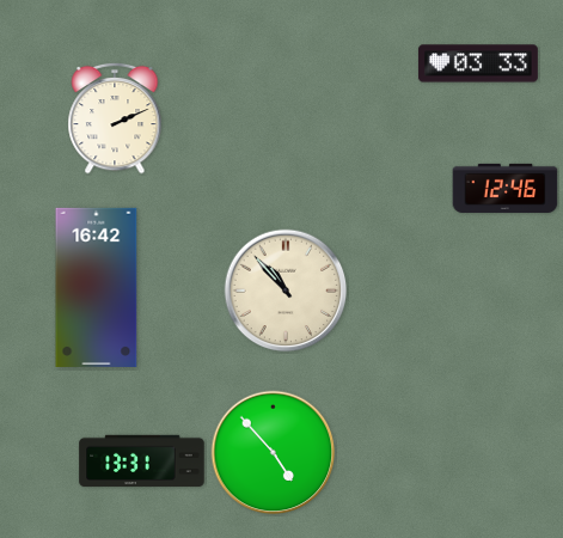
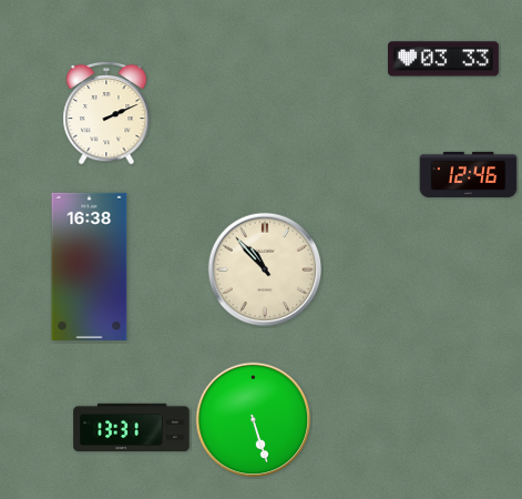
clock at (115, 118) position: (115, 118) -> (106, 113)
clock at (97, 287): 16:42 -> 16:38
clock at (274, 453): 4:53 -> 5:27
